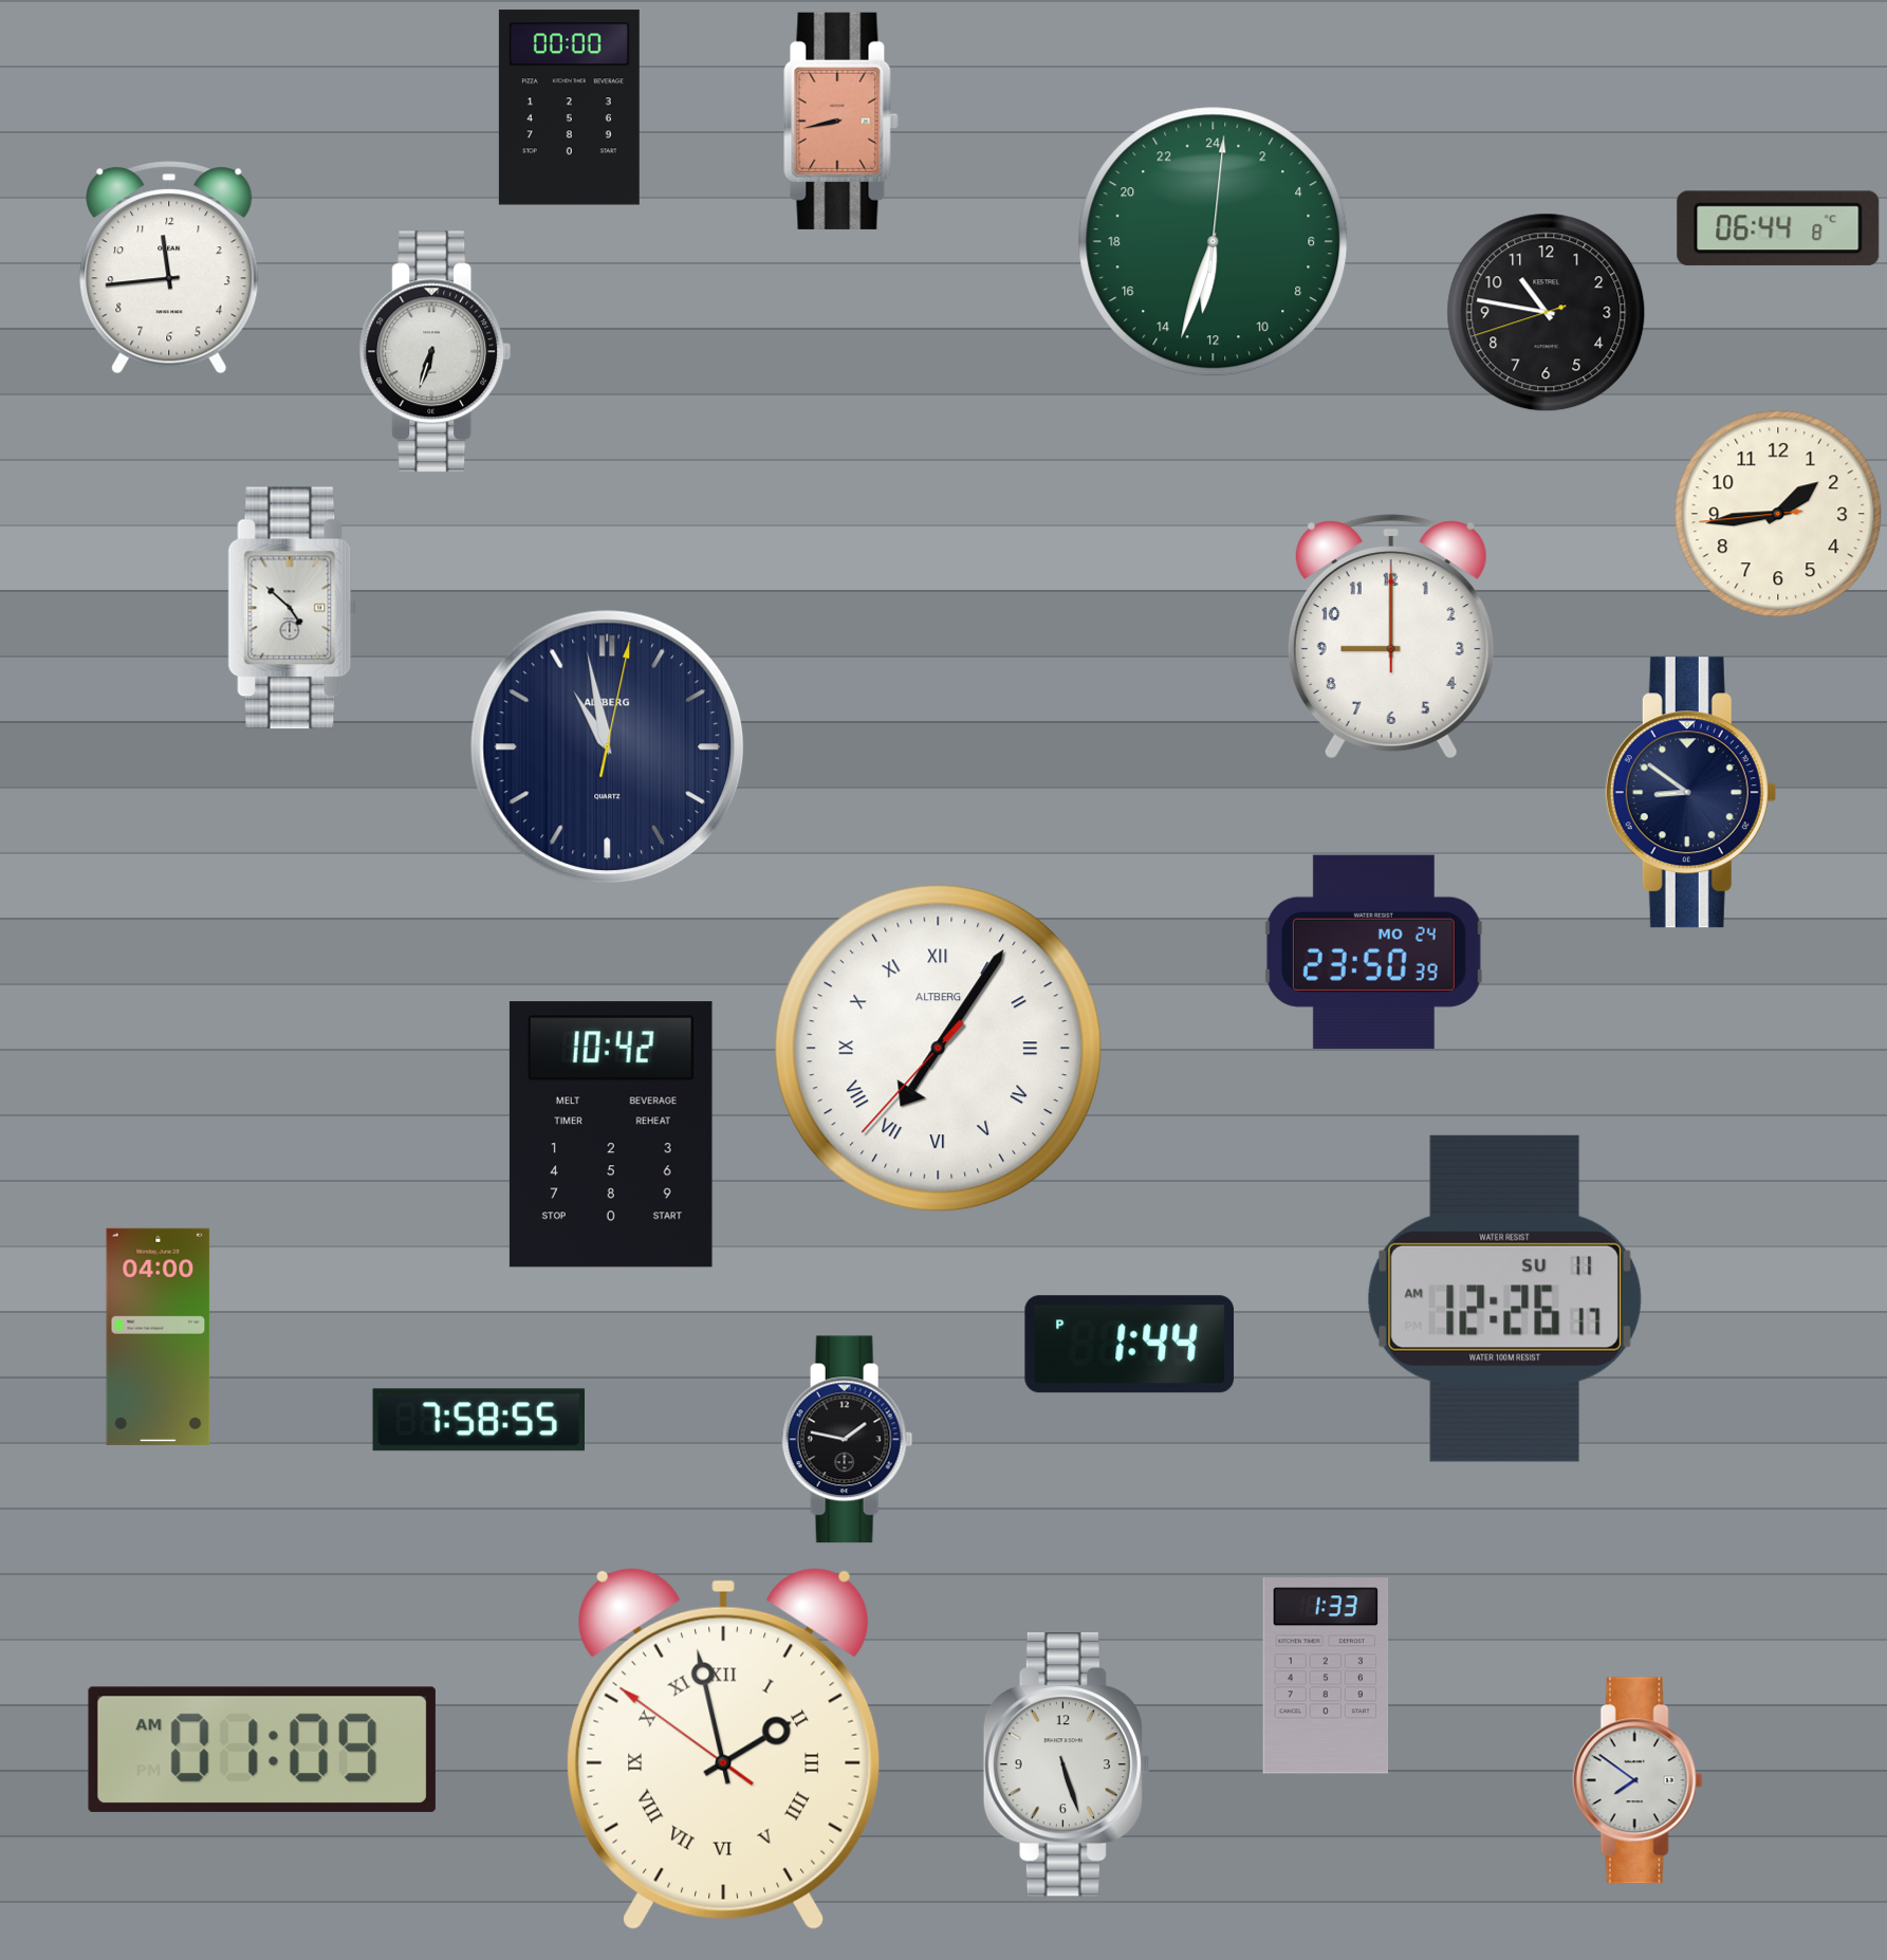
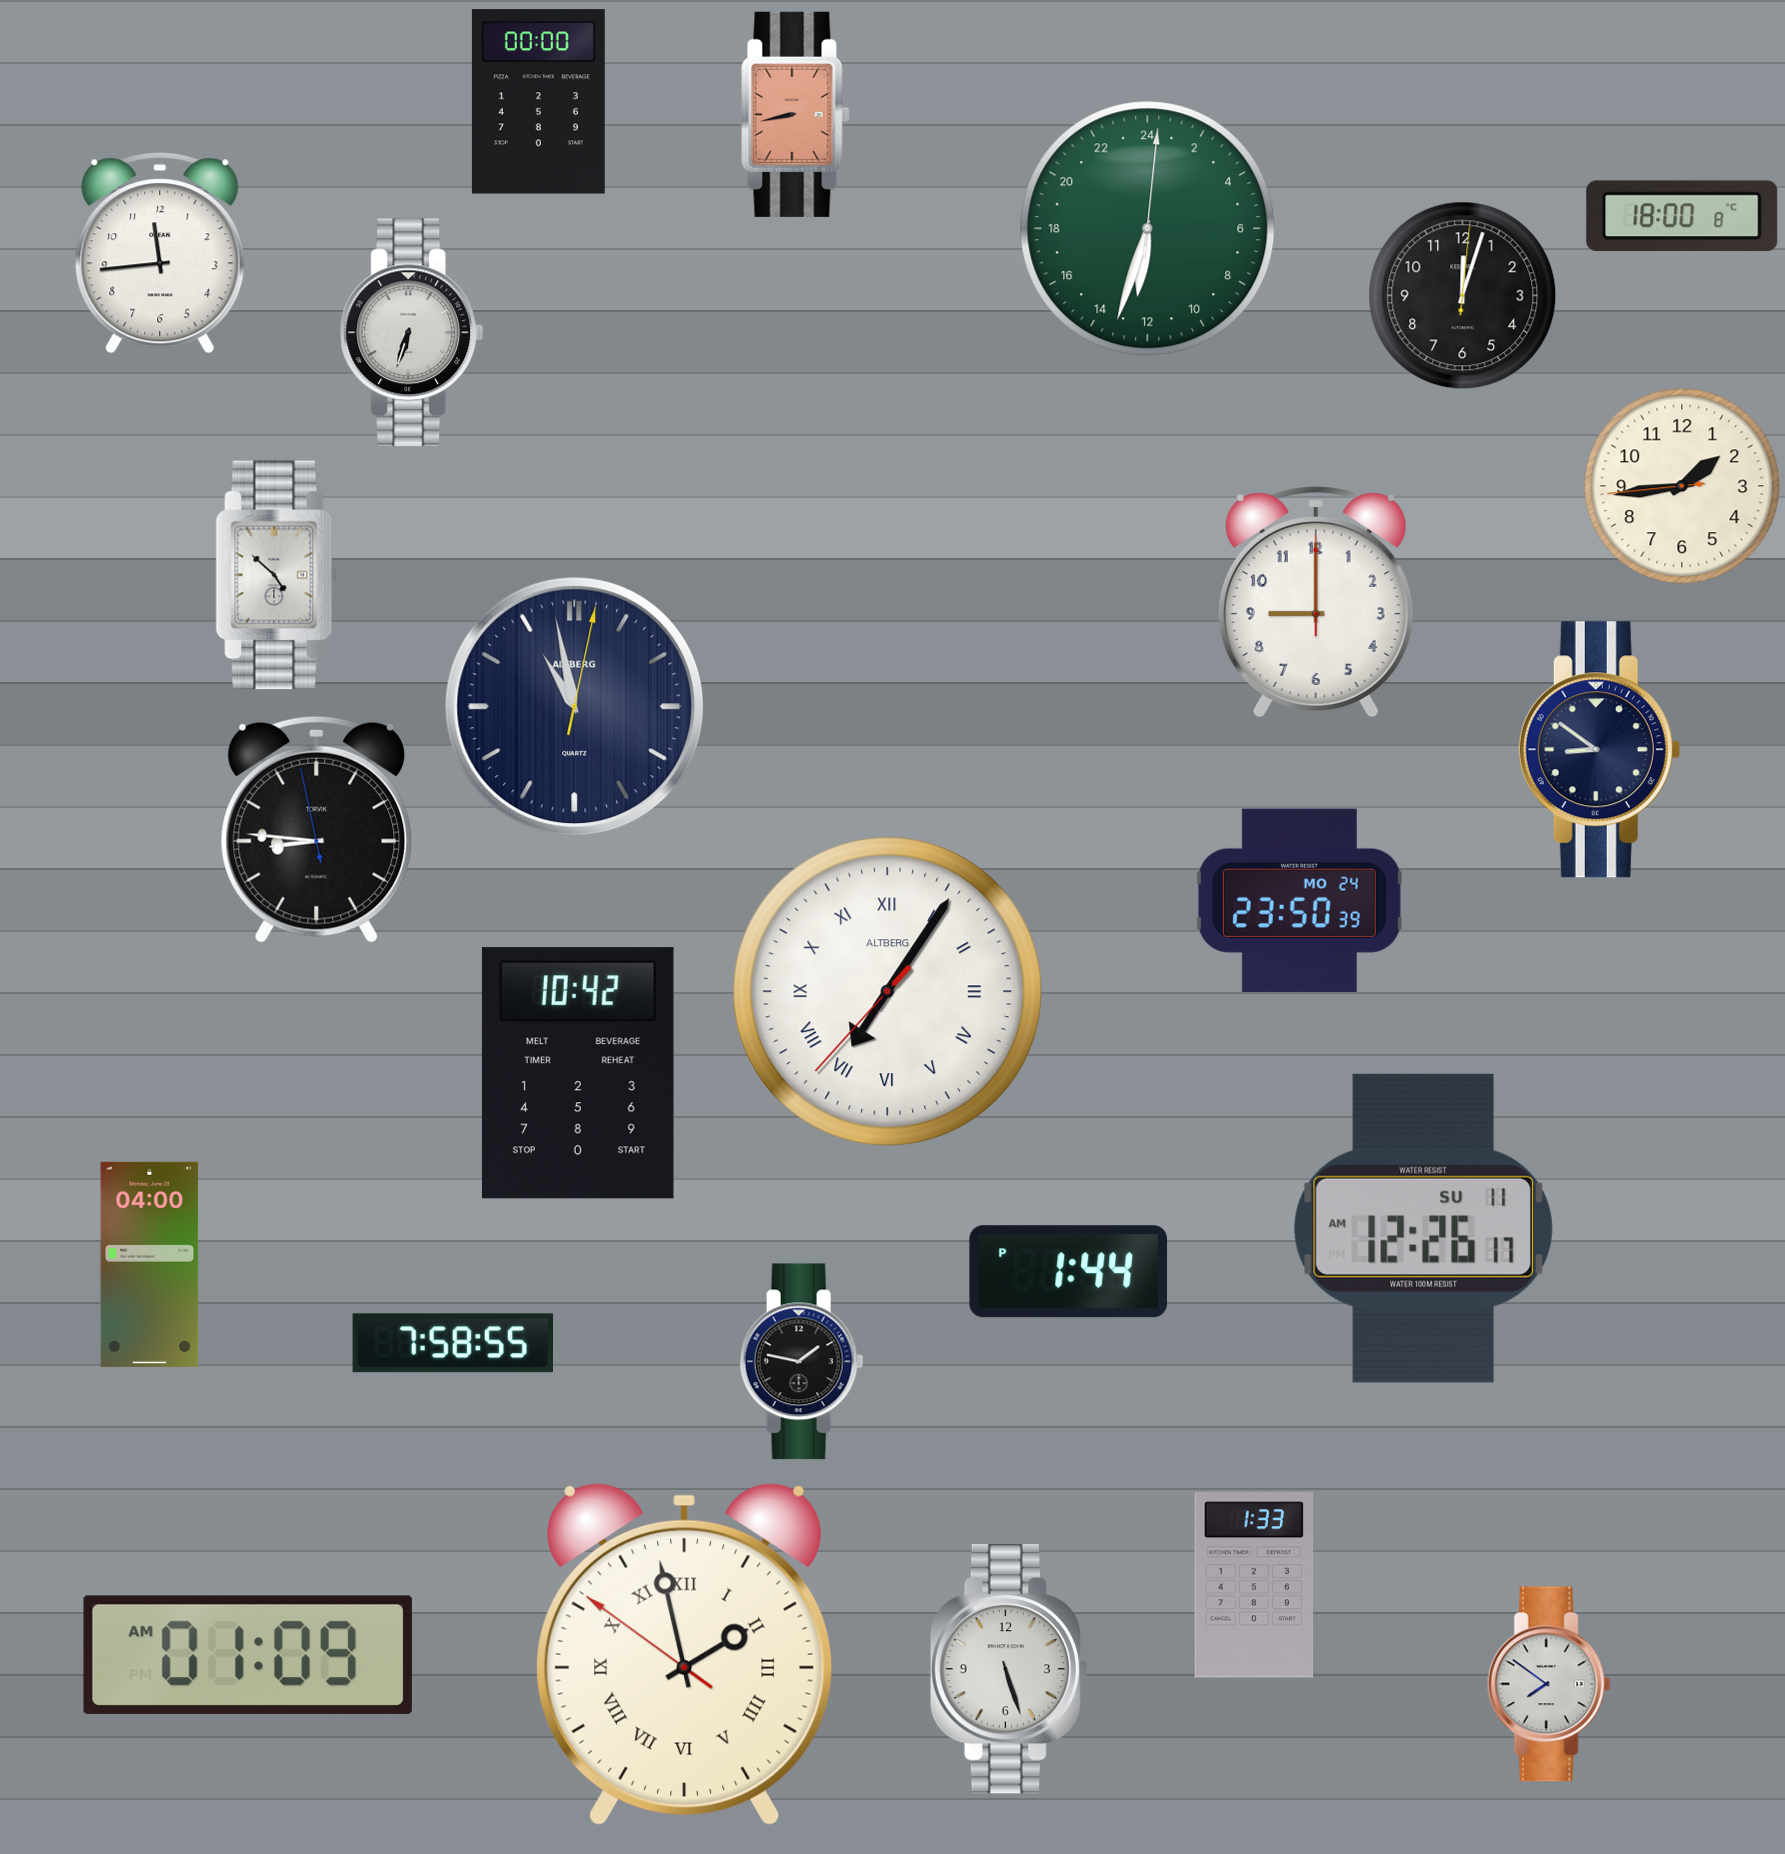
clock at (1778, 228): 06:44 -> 18:00
clock at (1547, 313): 10:46 -> 12:03
clock at (317, 829): none -> 8:45
